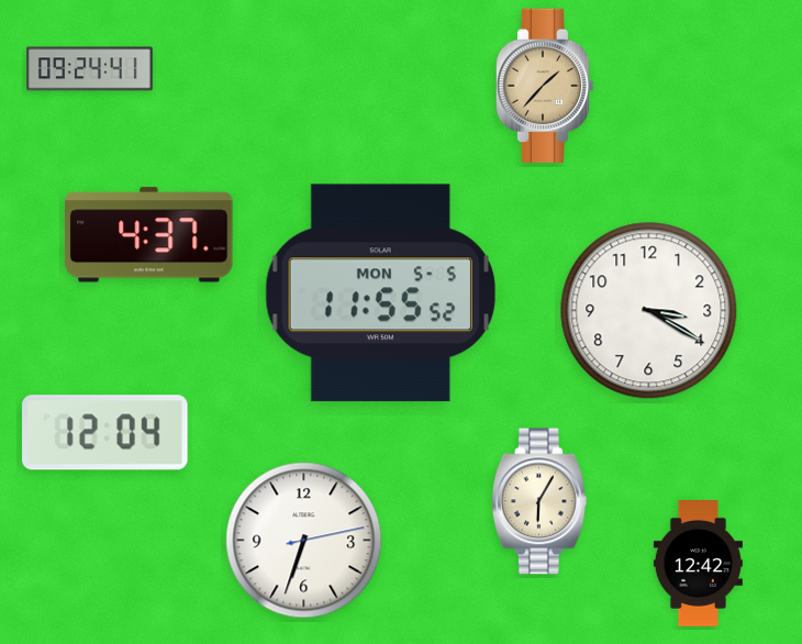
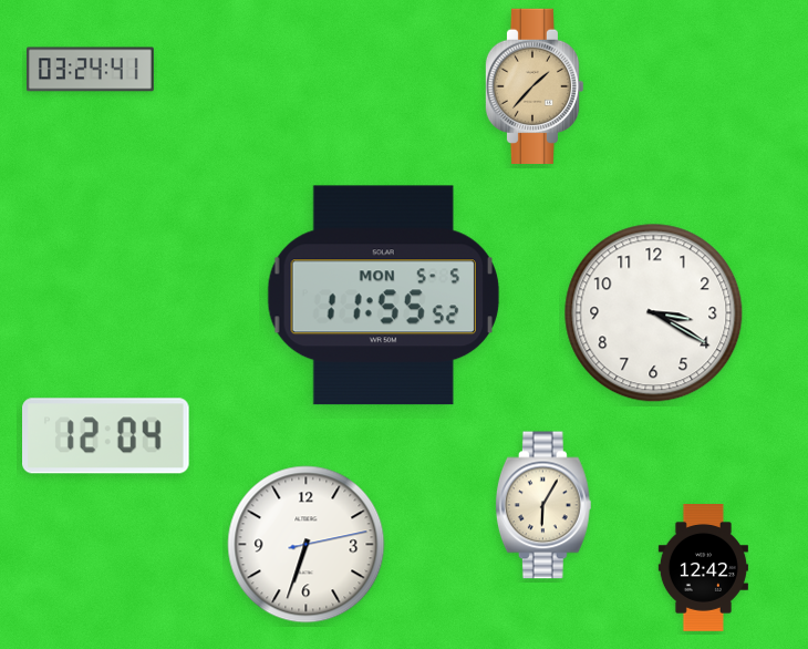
clock at (89, 69): 09:24 -> 03:24
clock at (545, 85) position: (545, 85) -> (535, 85)
clock at (149, 235): 4:37 -> none
